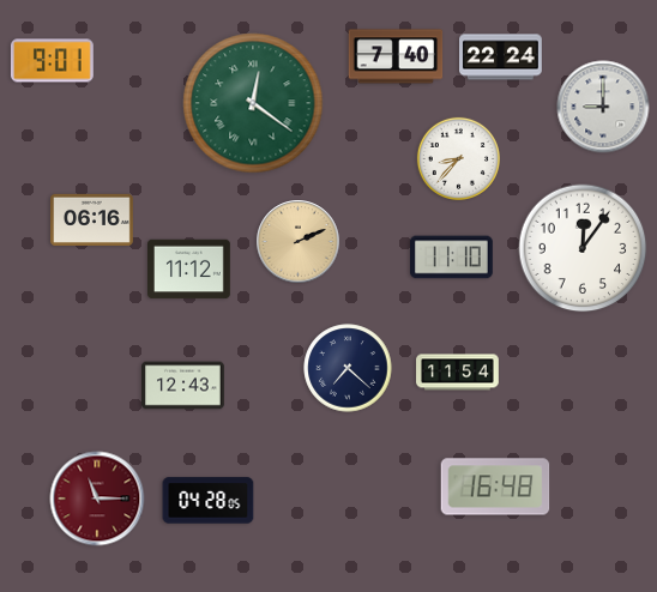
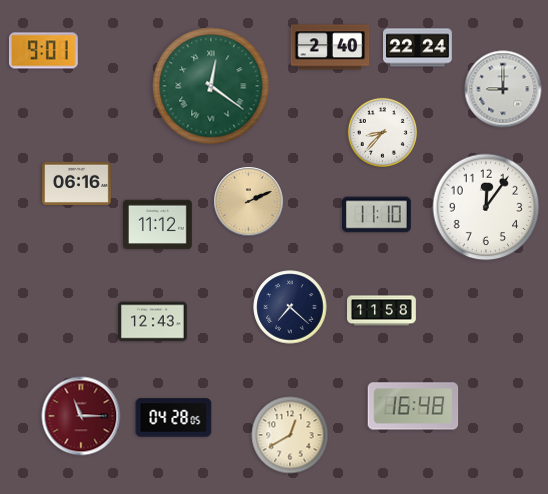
clock at (396, 56): 7:40 -> 2:40
clock at (458, 373): 11:54 -> 11:58
clock at (290, 435): none -> 12:40
